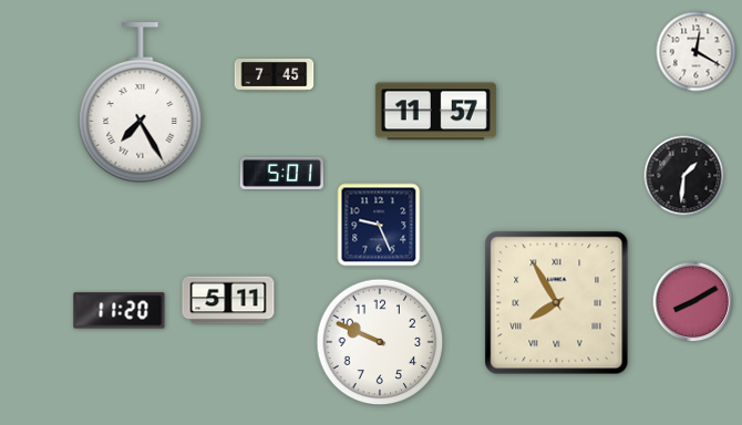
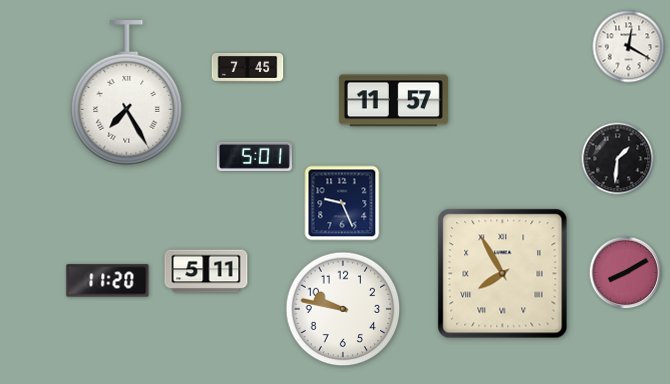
clock at (380, 342): 9:49 -> 9:47
